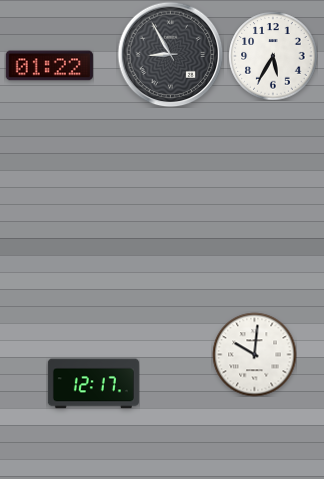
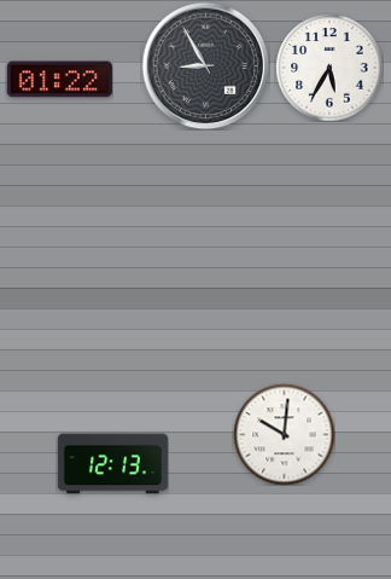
clock at (254, 354) position: (254, 354) -> (284, 434)
clock at (93, 384): 12:17 -> 12:13
